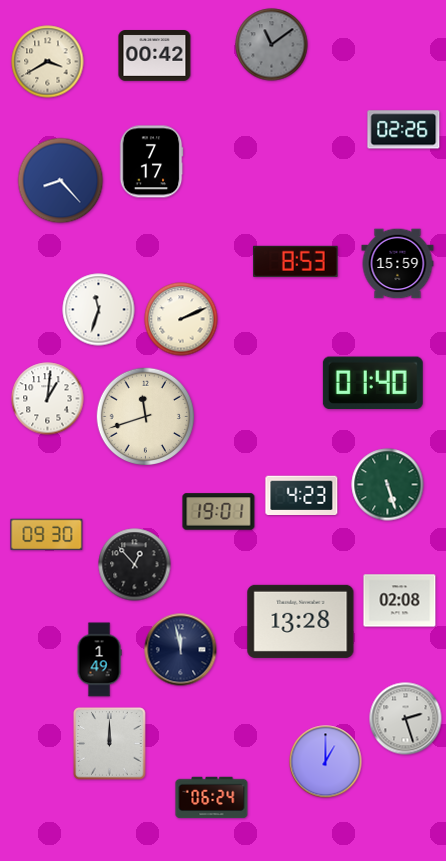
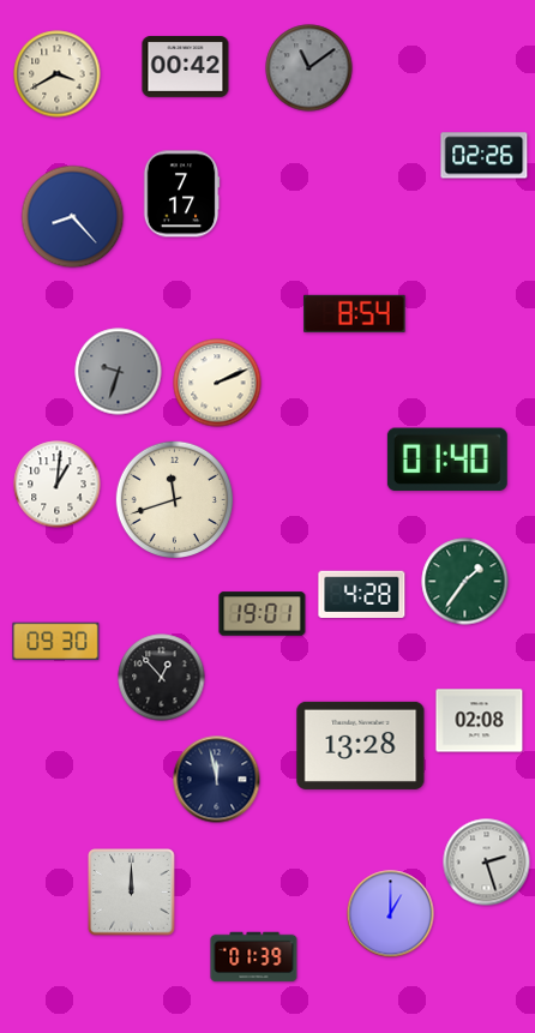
clock at (272, 45) position: (272, 45) -> (309, 68)
clock at (296, 261): 8:53 -> 8:54
clock at (398, 264): 15:59 -> none
clock at (99, 310): 11:33 -> 9:33
clock at (99, 310) dial: white -> grey
clock at (48, 399) position: (48, 399) -> (58, 485)
clock at (388, 485): 5:27 -> 1:36
clock at (302, 496): 4:23 -> 4:28
clock at (99, 660): 1:49 -> none
clock at (212, 798): 06:24 -> 01:39
